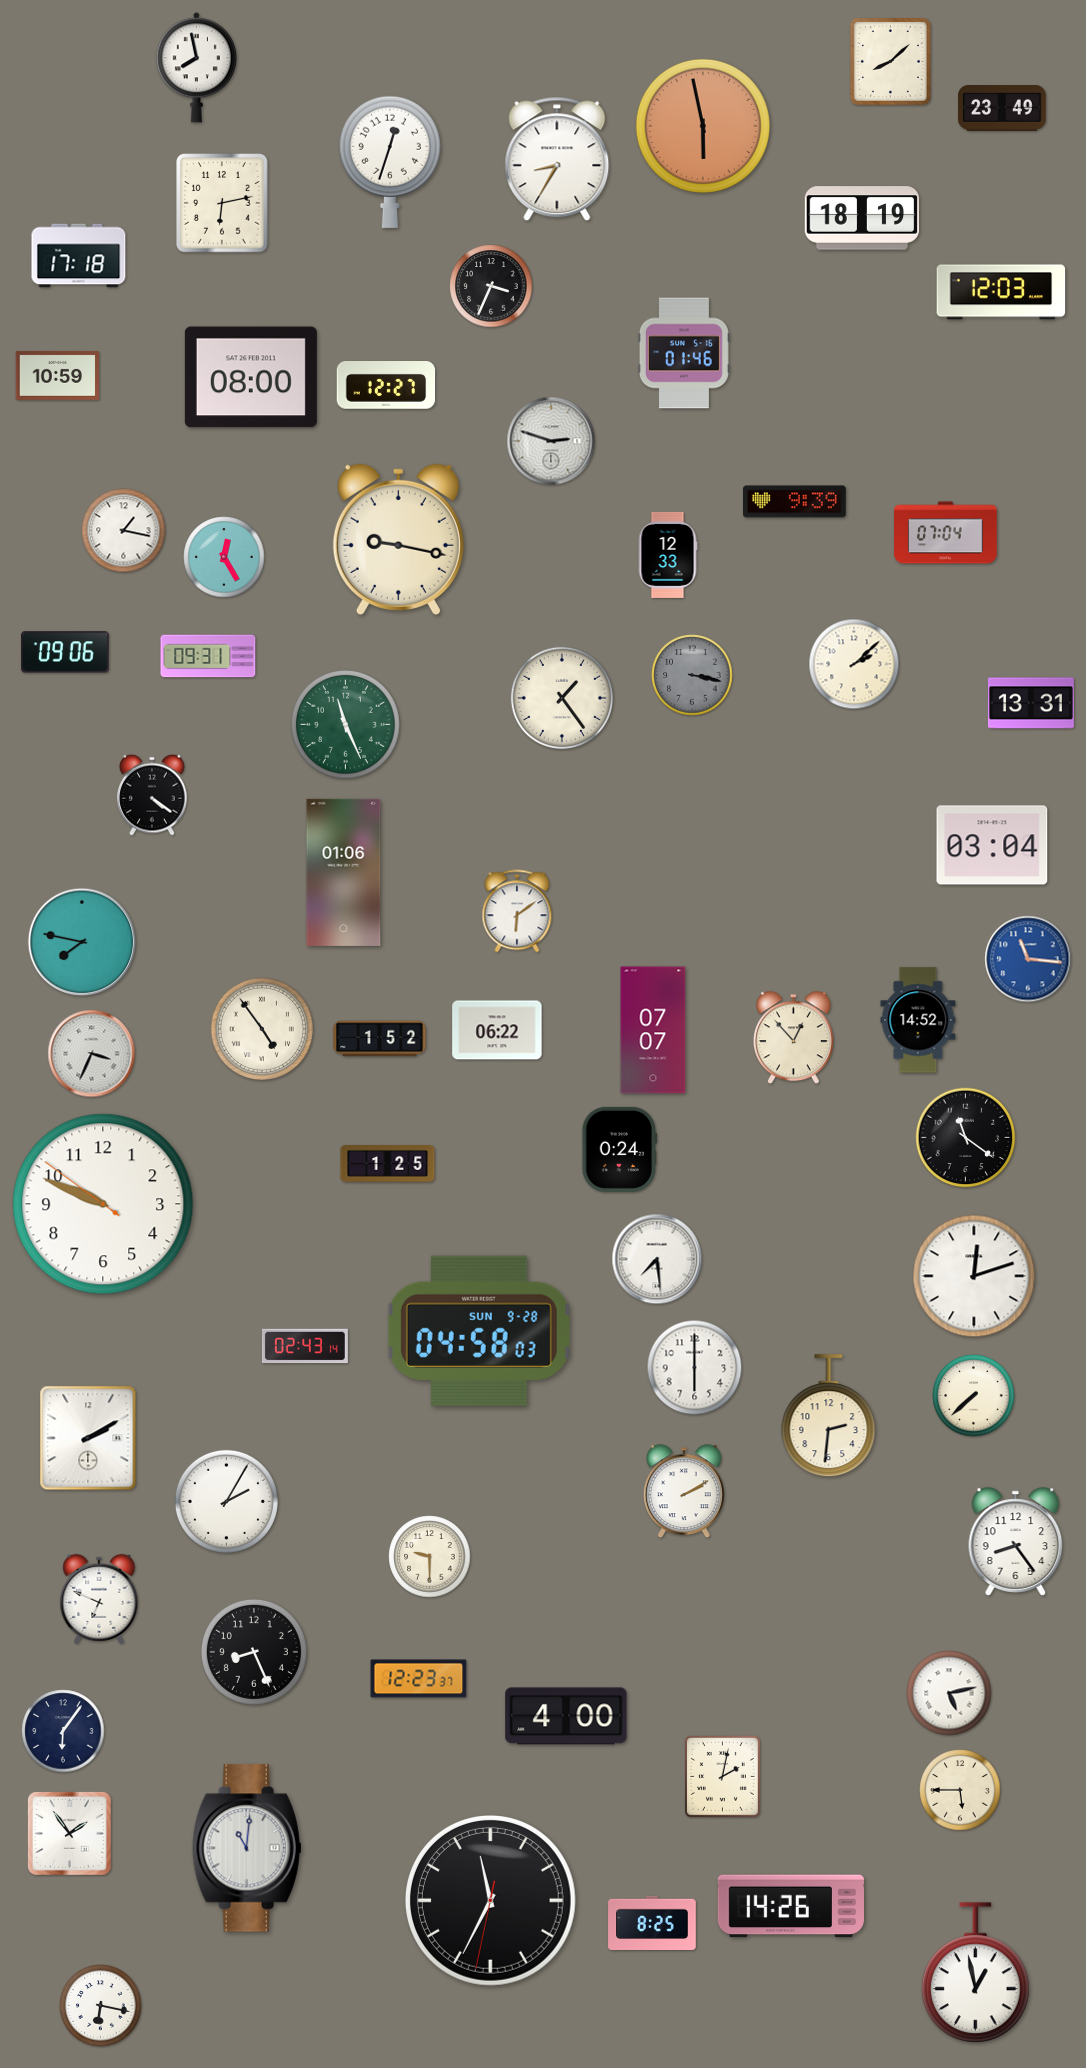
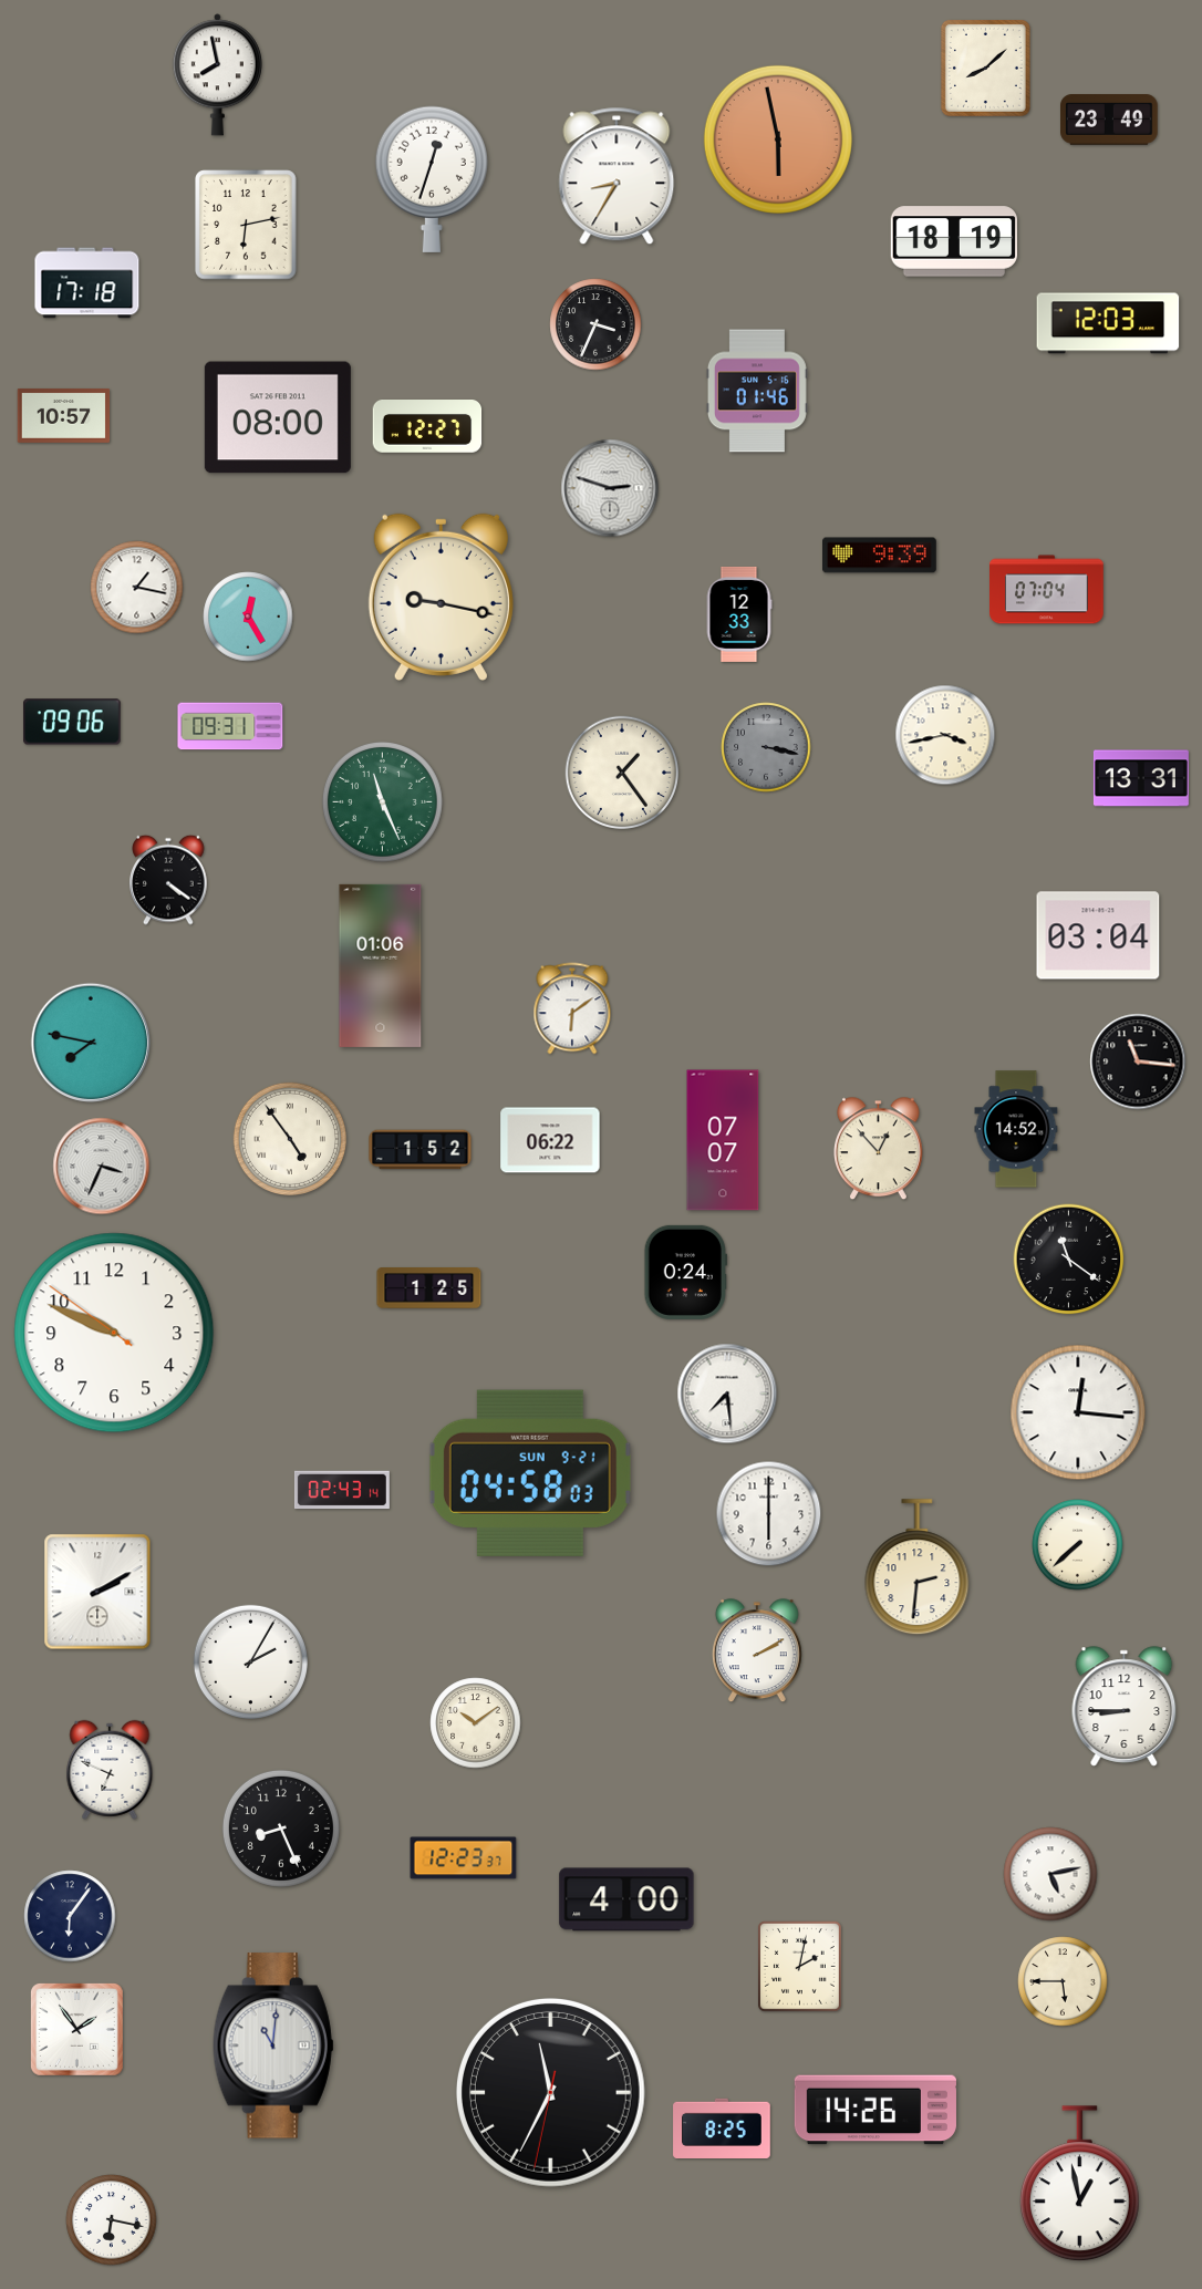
clock at (491, 286) position: (491, 286) -> (595, 324)
clock at (58, 375): 10:59 -> 10:57
clock at (854, 664): 2:08 -> 3:43
clock at (1028, 959) dial: blue -> black
clock at (974, 1276): 12:12 -> 12:16
clock at (479, 1331) date: SUN 9-28 -> SUN 9-21
clock at (305, 1346) position: (305, 1346) -> (342, 1490)
clock at (1016, 1542): 8:24 -> 8:45
clock at (430, 1557): 9:30 -> 10:09
clock at (490, 1900) position: (490, 1900) -> (550, 2092)
